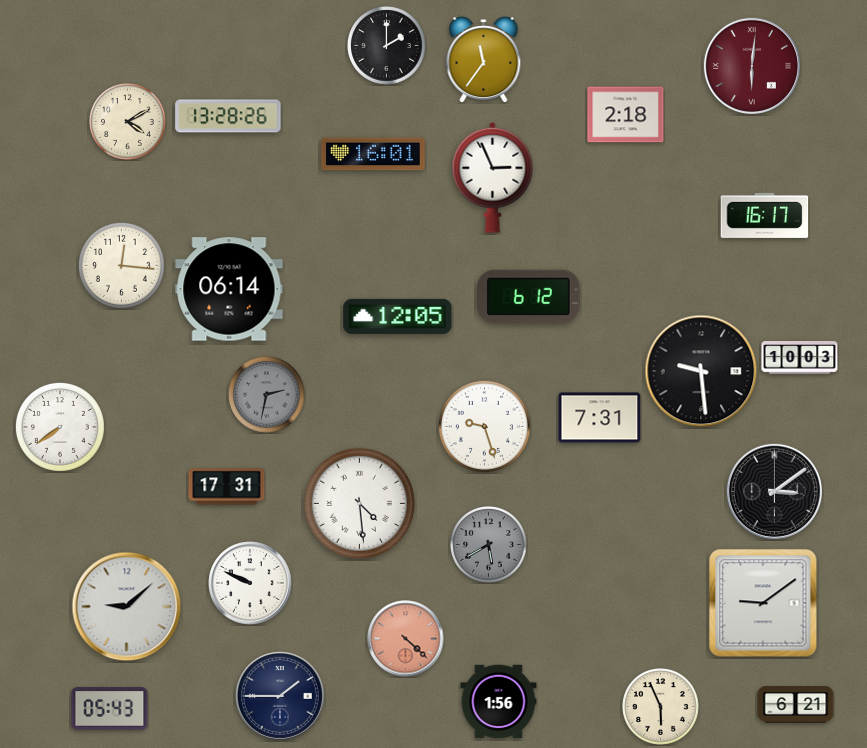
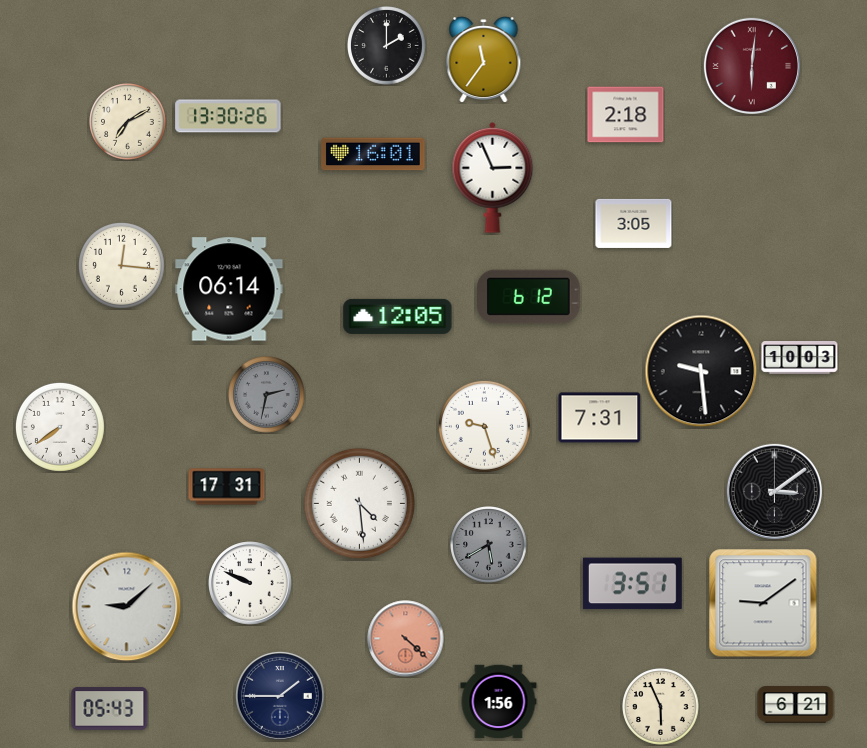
clock at (228, 116): 13:28 -> 13:30
clock at (128, 122): 4:10 -> 7:10
clock at (765, 215): 16:17 -> none
clock at (634, 223): none -> 3:05
clock at (632, 584): none -> 3:51
